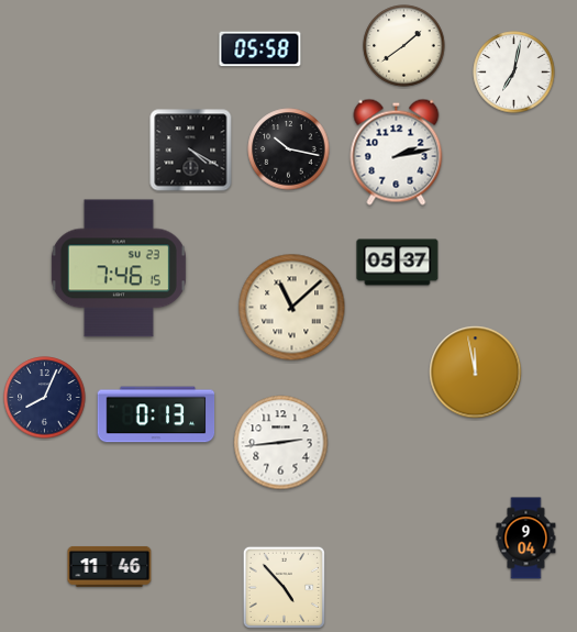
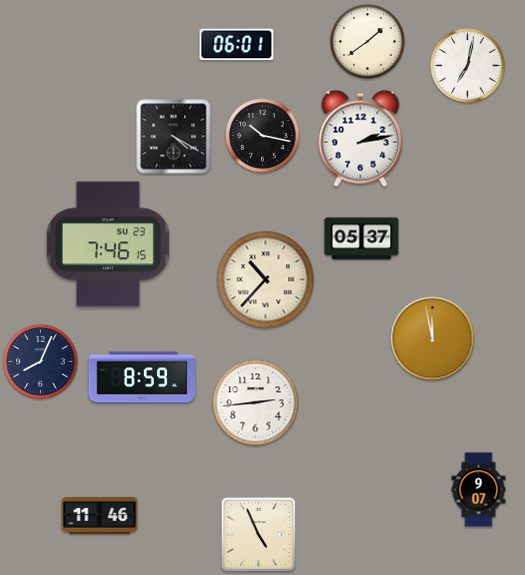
clock at (260, 49): 05:58 -> 06:01
clock at (292, 308): 11:08 -> 10:37
clock at (156, 414): 0:13 -> 8:59
clock at (526, 539): 9:04 -> 9:07
clock at (284, 587): 4:53 -> 4:56
